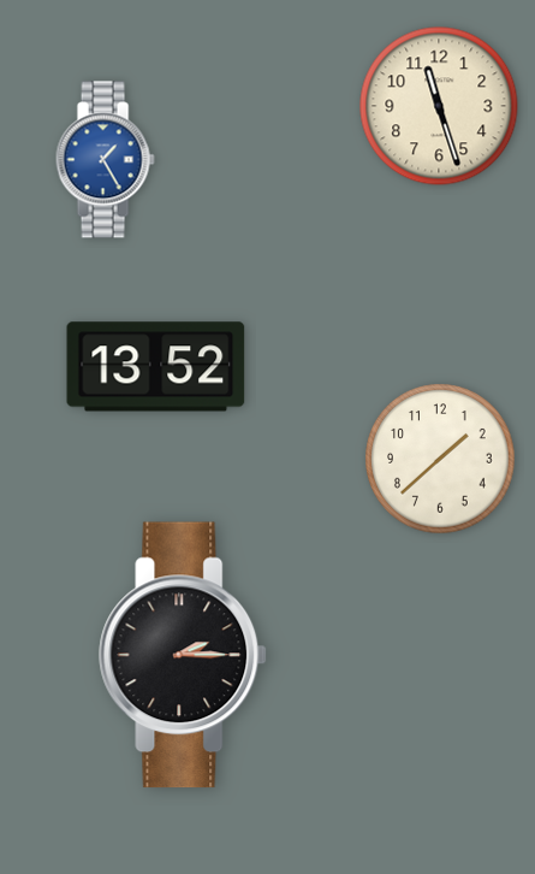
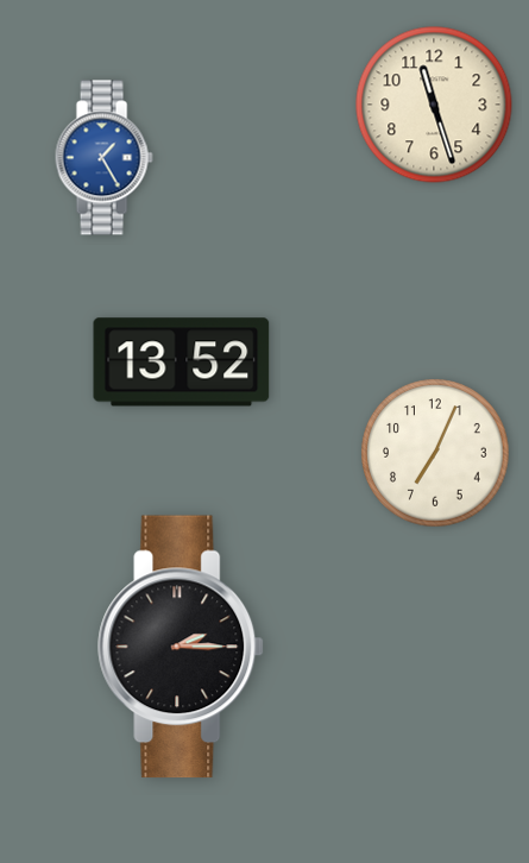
clock at (156, 367) position: (156, 367) -> (182, 363)
clock at (440, 459): 1:38 -> 7:04
